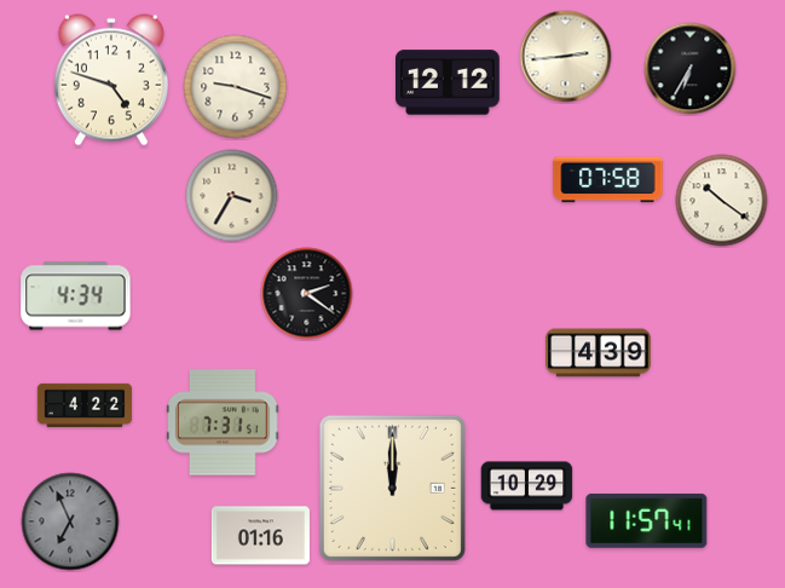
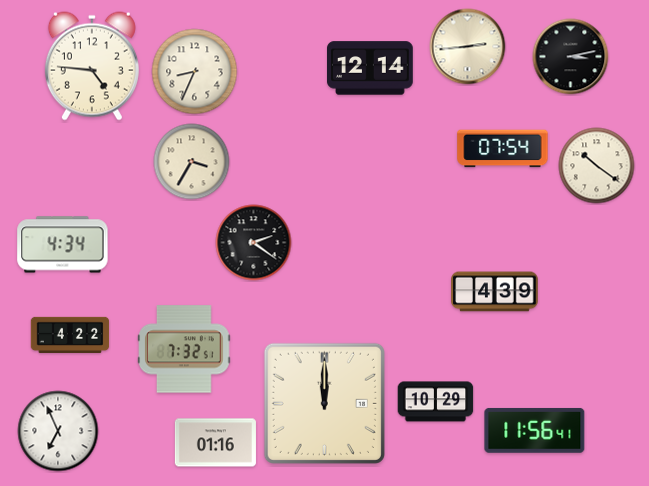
clock at (691, 69): 6:35 -> 3:13
clock at (111, 80): 4:48 -> 4:46
clock at (448, 82): 12:12 -> 12:14
clock at (236, 87): 9:18 -> 8:34
clock at (608, 180): 07:58 -> 07:54
clock at (223, 422): 7:31 -> 7:32
clock at (647, 520): 11:57 -> 11:56
clock at (70, 521) dial: grey -> white
